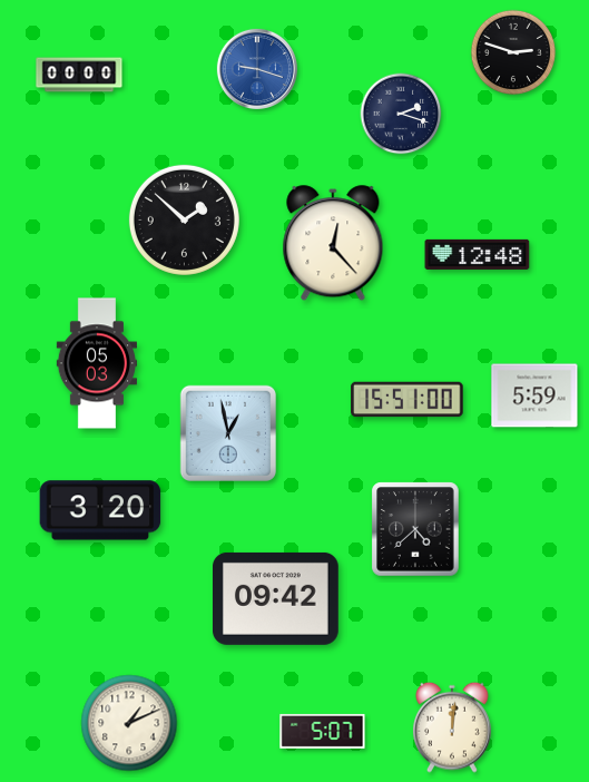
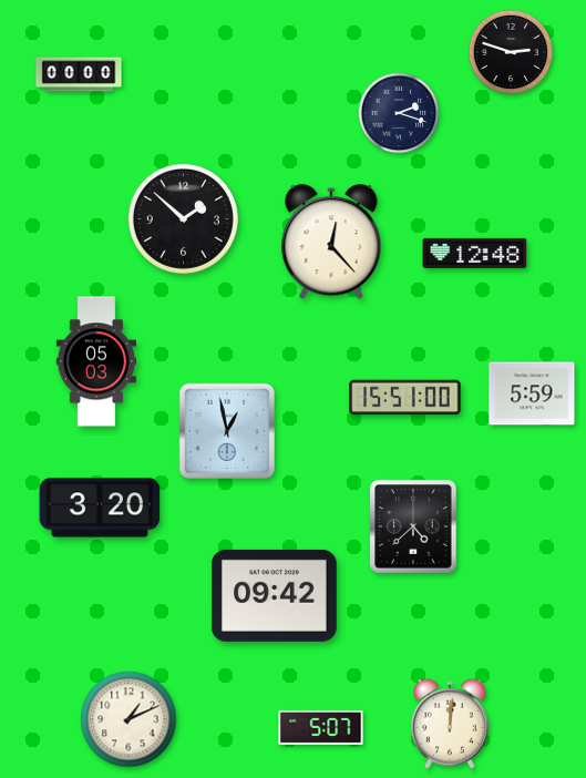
clock at (257, 69): 9:18 -> none
